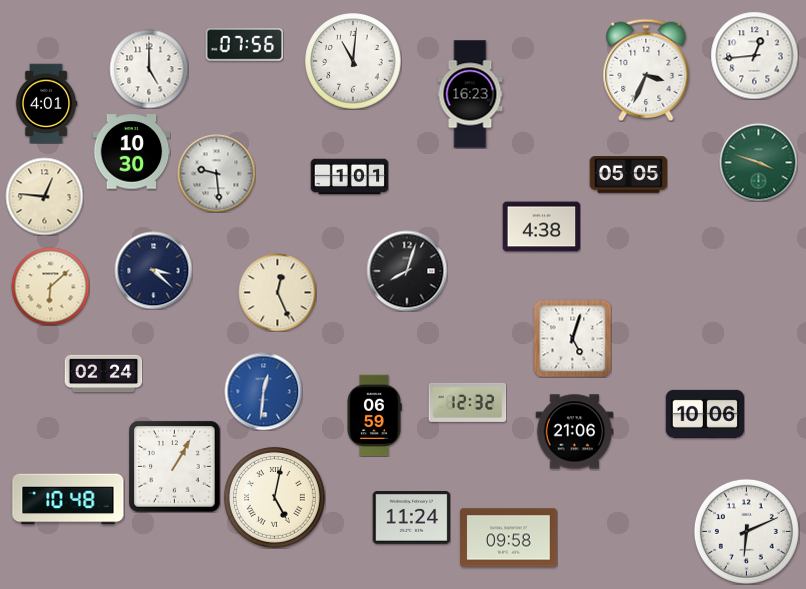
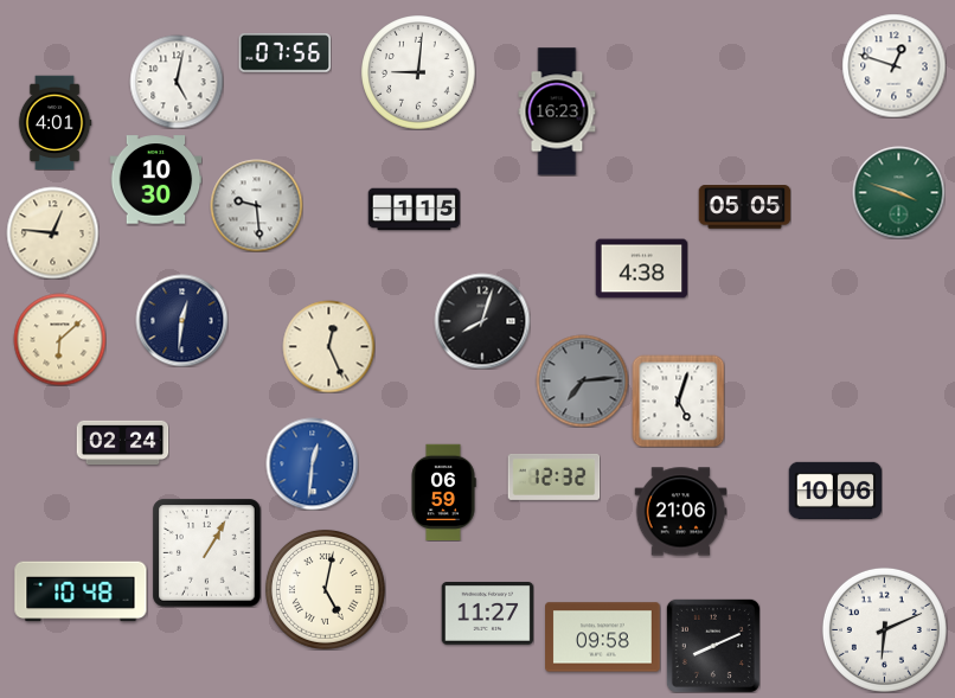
clock at (244, 45) position: (244, 45) -> (284, 53)
clock at (754, 55): 12:44 -> 12:48
clock at (353, 61): 11:01 -> 9:01
clock at (149, 69): 5:00 -> 5:02
clock at (646, 69): 3:34 -> none
clock at (349, 177): 1:01 -> 1:15
clock at (153, 270): 3:22 -> 12:31
clock at (582, 380): none -> 7:14
clock at (411, 518): 11:24 -> 11:27
clock at (713, 646): none -> 8:11
